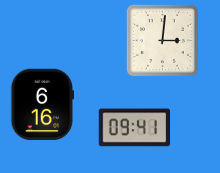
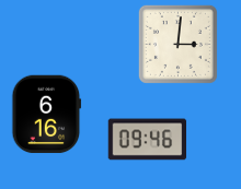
clock at (135, 128): 09:41 -> 09:46
